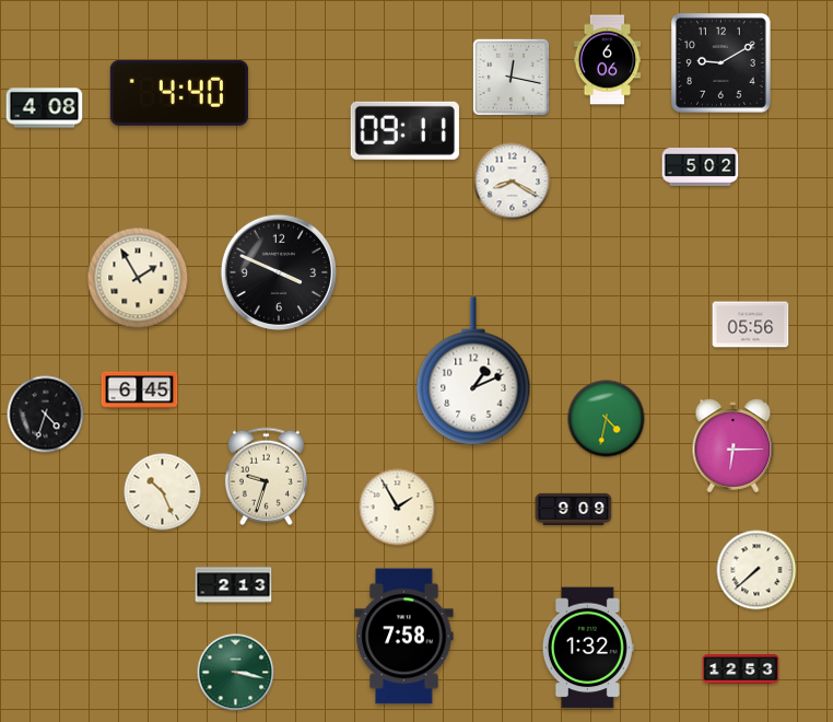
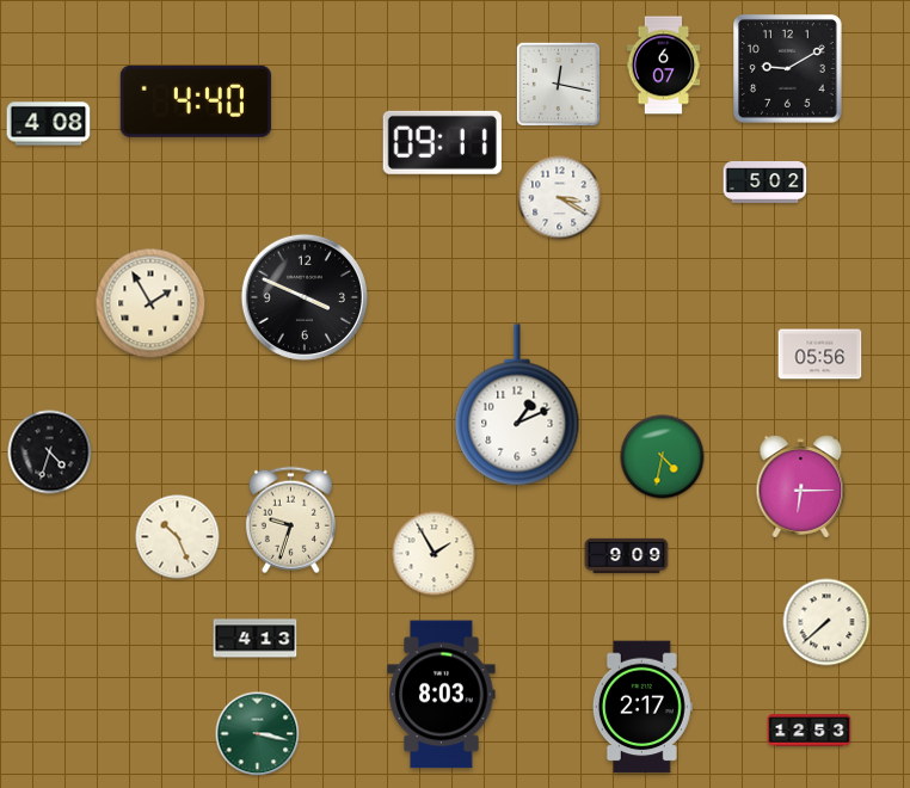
clock at (608, 60): 6:06 -> 6:07
clock at (45, 108) position: (45, 108) -> (49, 124)
clock at (513, 182): 8:20 -> 3:20
clock at (140, 391): 6:45 -> none
clock at (234, 585): 2:13 -> 4:13
clock at (404, 637): 7:58 -> 8:03
clock at (588, 648): 1:32 -> 2:17
